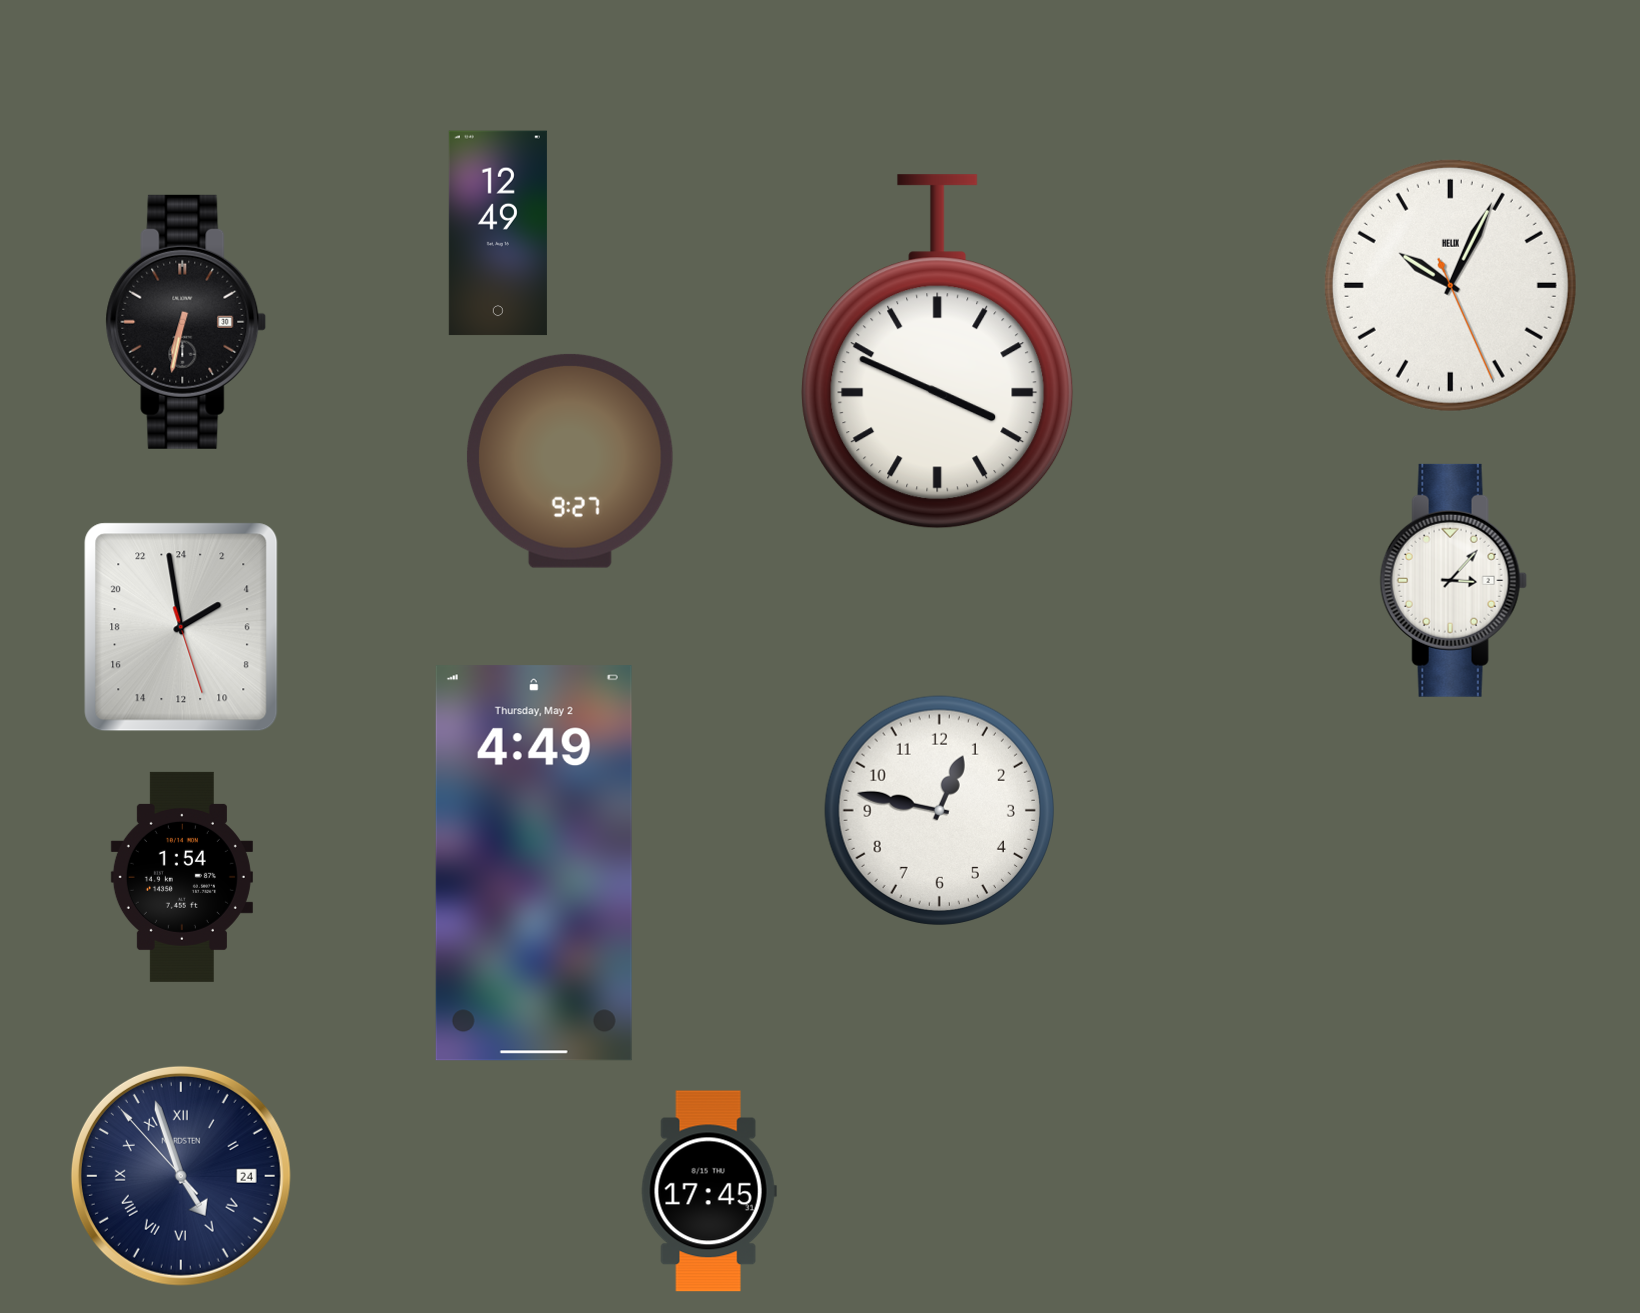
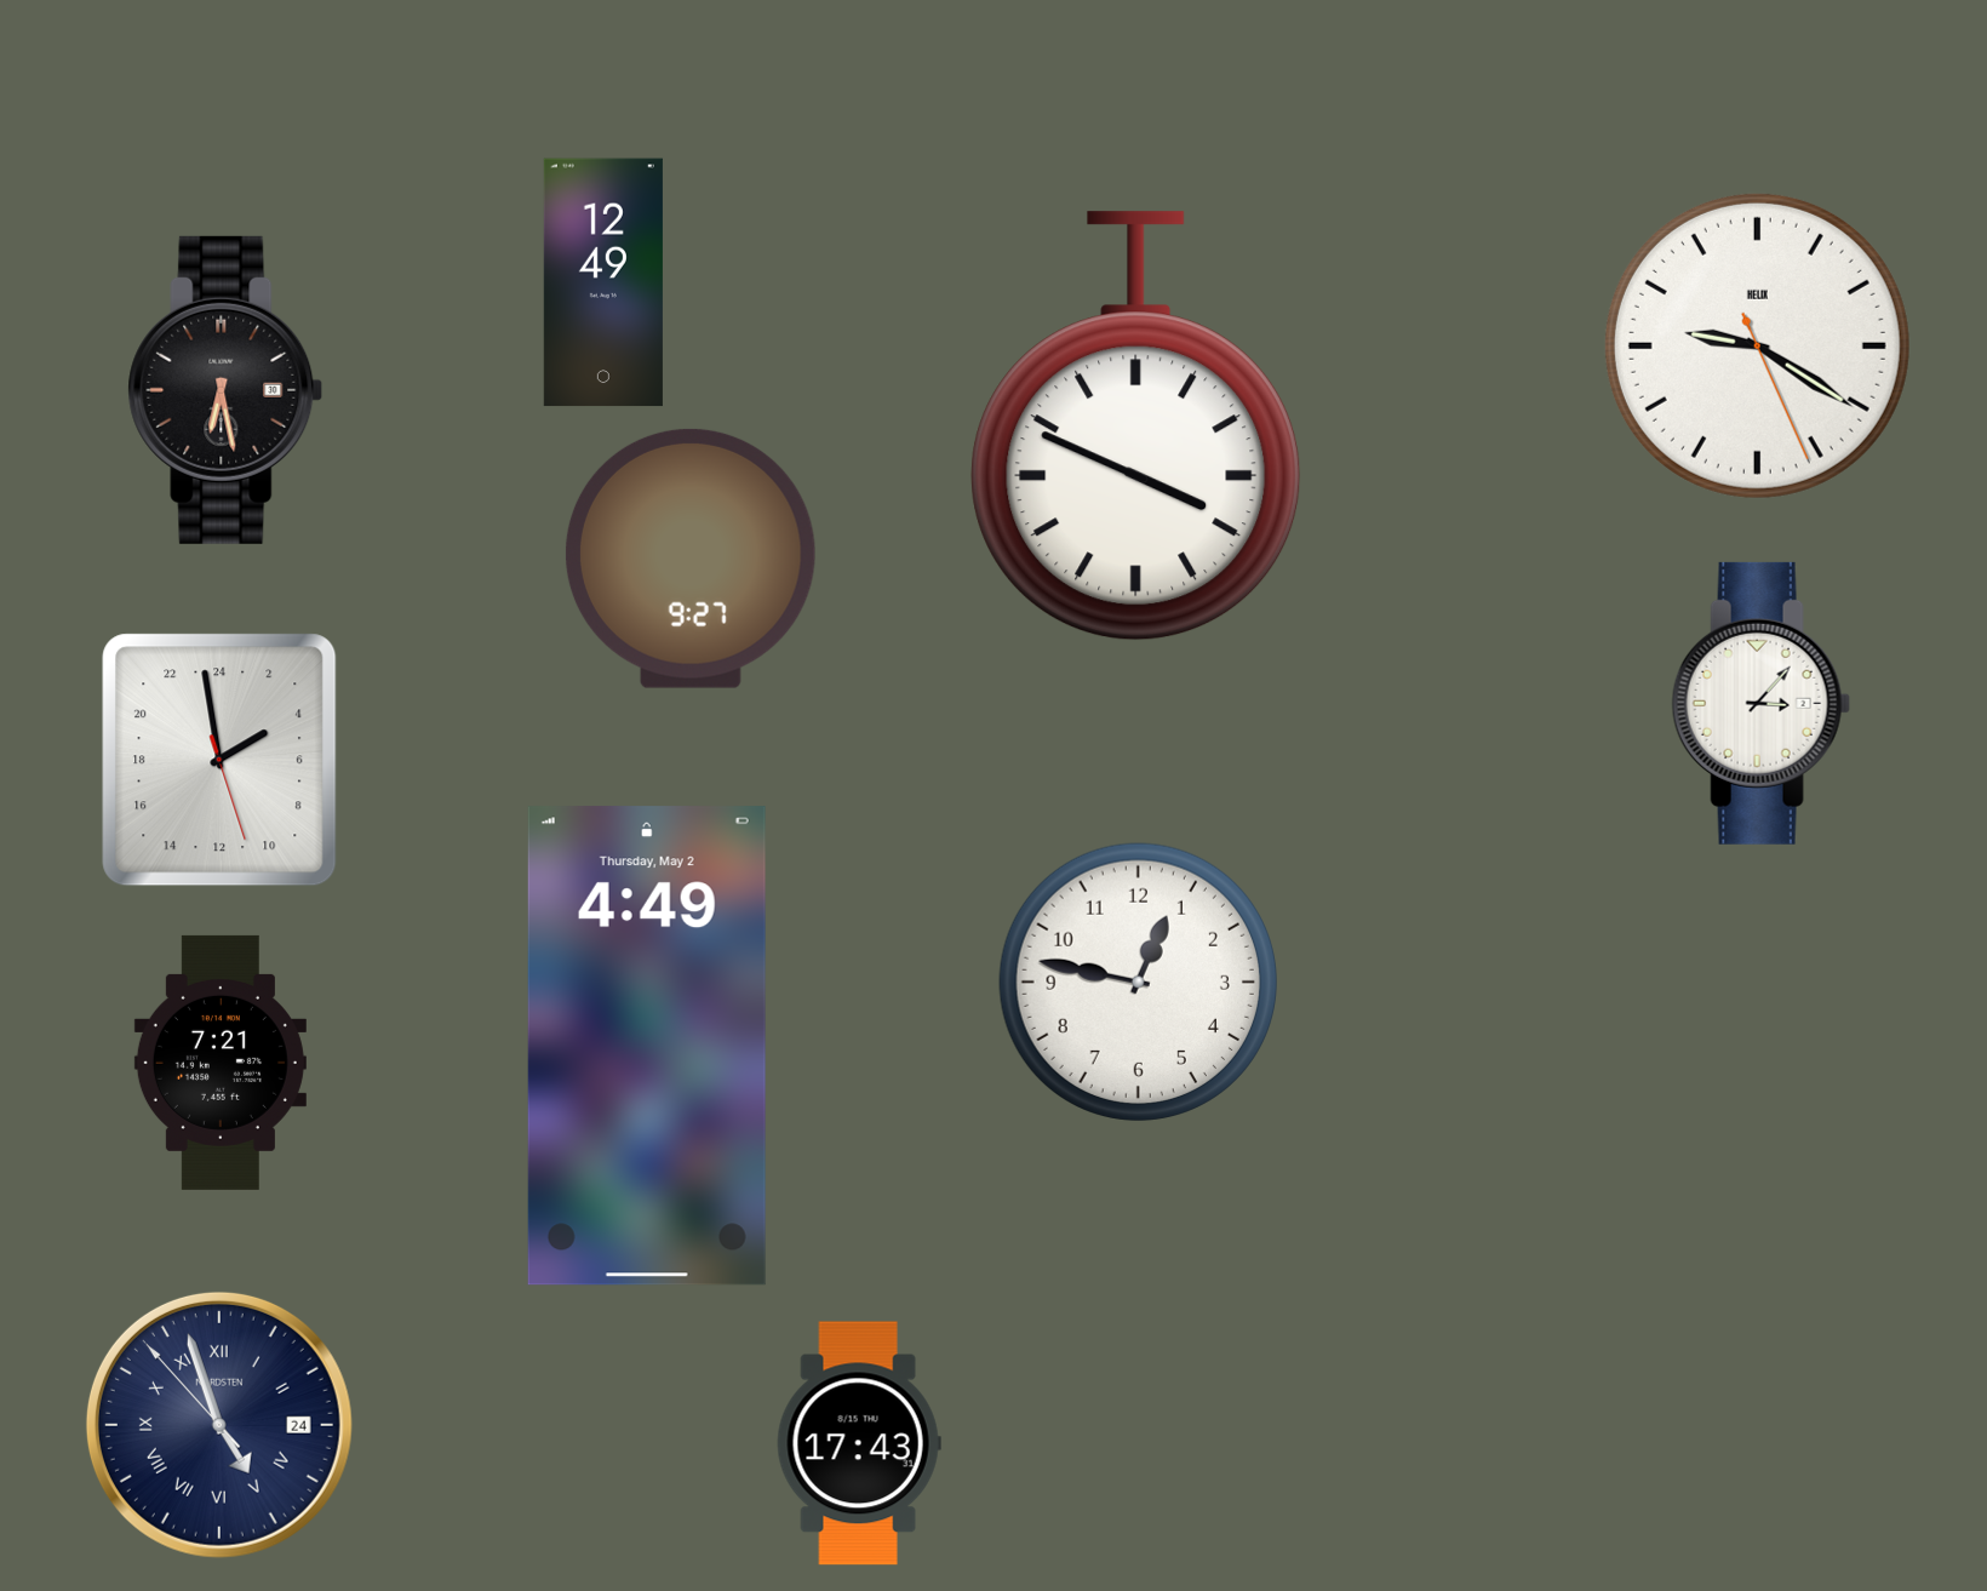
clock at (1450, 285): 10:04 -> 9:20
clock at (186, 322): 6:32 -> 6:28
clock at (182, 877): 1:54 -> 7:21
clock at (709, 1191): 17:45 -> 17:43
